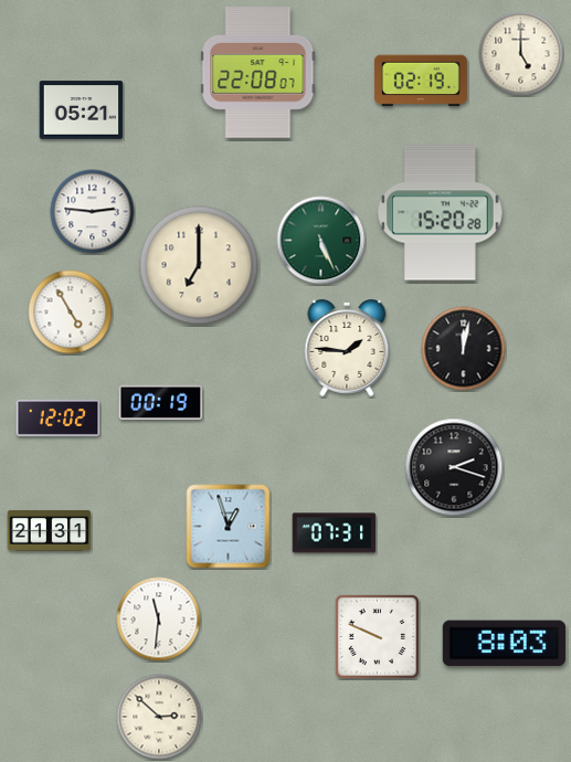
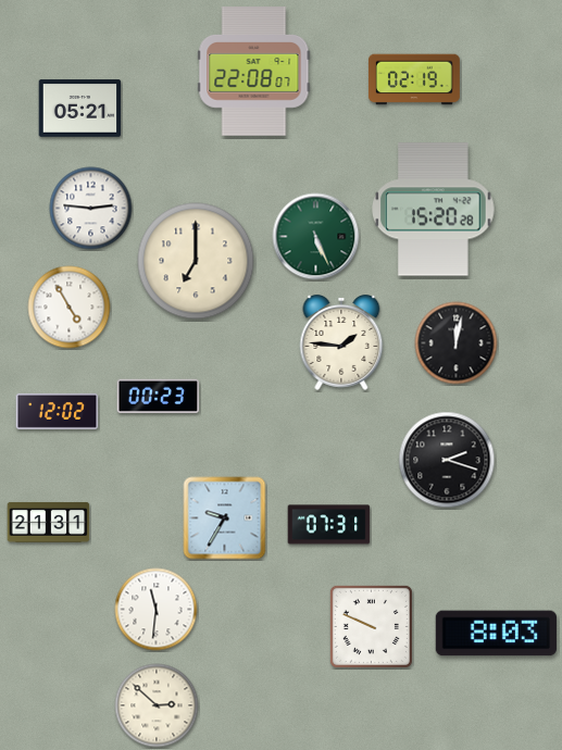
clock at (521, 54): 5:00 -> none
clock at (161, 402): 00:19 -> 00:23
clock at (229, 527): 12:57 -> 9:35
